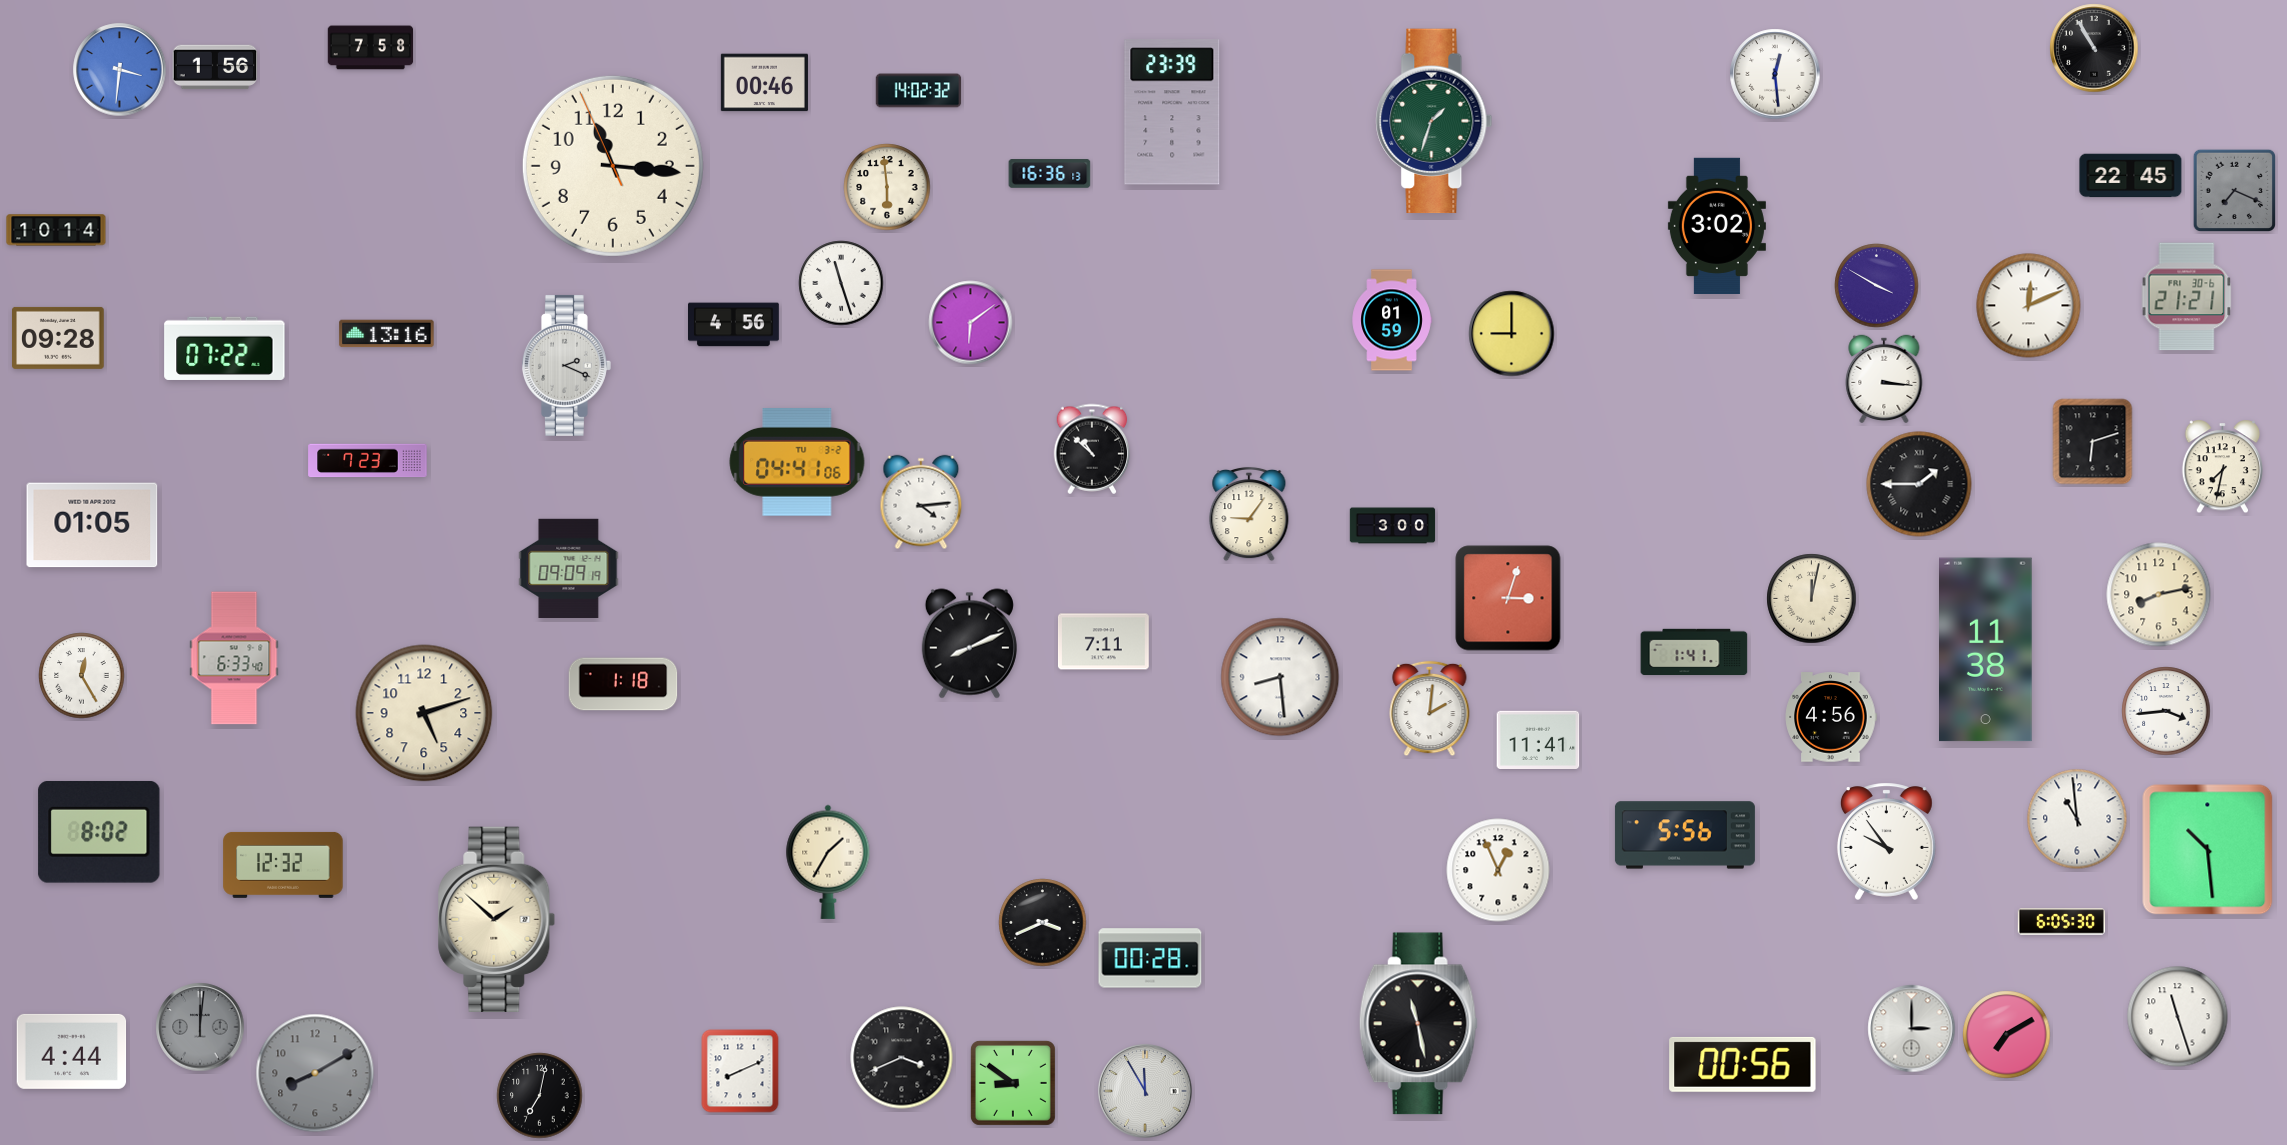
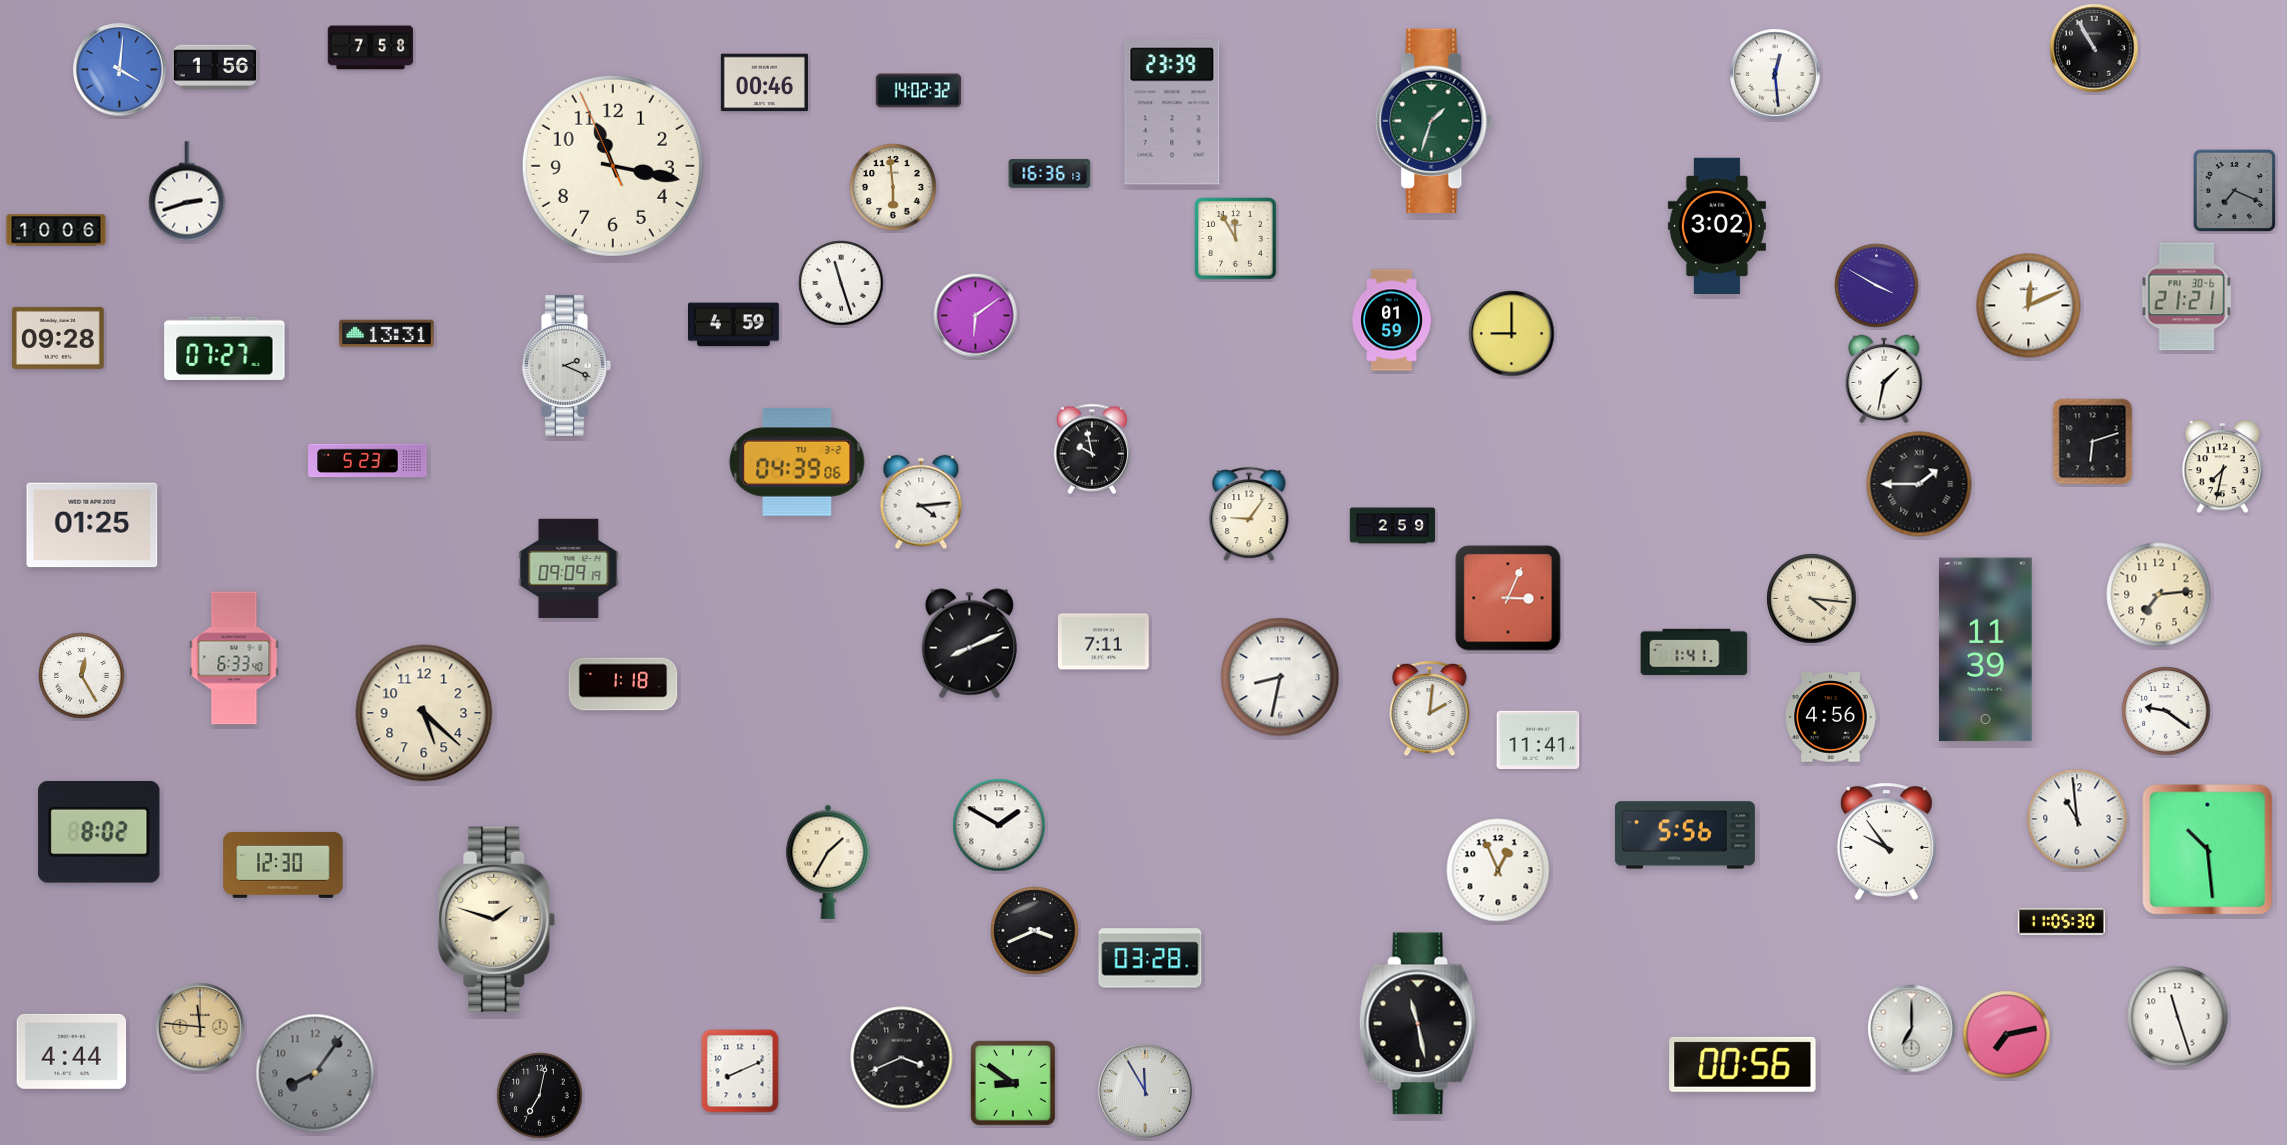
clock at (120, 70): 3:31 -> 4:01
clock at (613, 166): 11:15 -> 11:16
clock at (2131, 176): 22:45 -> none
clock at (887, 187) position: (887, 187) -> (893, 187)
clock at (187, 191): none -> 2:42
clock at (56, 230): 10:14 -> 10:06
clock at (1236, 239): none -> 11:55
clock at (971, 323) position: (971, 323) -> (976, 316)
clock at (734, 325): 4:56 -> 4:59
clock at (387, 334): 13:16 -> 13:31
clock at (225, 348): 07:22 -> 07:27
clock at (1884, 379): 3:16 -> 1:32
clock at (1092, 449): 10:52 -> 9:58
clock at (368, 461): 7:23 -> 5:23
clock at (797, 462): 04:41 -> 04:39
clock at (92, 525): 01:05 -> 01:25
clock at (1393, 526): 3:00 -> 2:59
clock at (2159, 595): 8:13 -> 7:14
clock at (1508, 598): 3:03 -> 3:04
clock at (1812, 599): 12:02 -> 4:16
clock at (1986, 650): 11:38 -> 11:39
clock at (1280, 677): 8:29 -> 8:32
clock at (2166, 711): 3:44 -> 9:21
clock at (424, 713): 5:12 -> 5:22
clock at (999, 825): none -> 1:50
clock at (283, 865): 12:32 -> 12:30
clock at (497, 919): 1:52 -> 1:48
clock at (2061, 922): 6:05 -> 11:05
clock at (1043, 923) position: (1043, 923) -> (1035, 931)
clock at (1150, 958): 00:28 -> 03:28
clock at (200, 1027): 12:01 -> 11:46
clock at (200, 1027) dial: grey -> champagne
clock at (1912, 1029): 3:00 -> 7:00
clock at (2007, 1035): 7:10 -> 7:13
clock at (315, 1073): 8:10 -> 8:06
